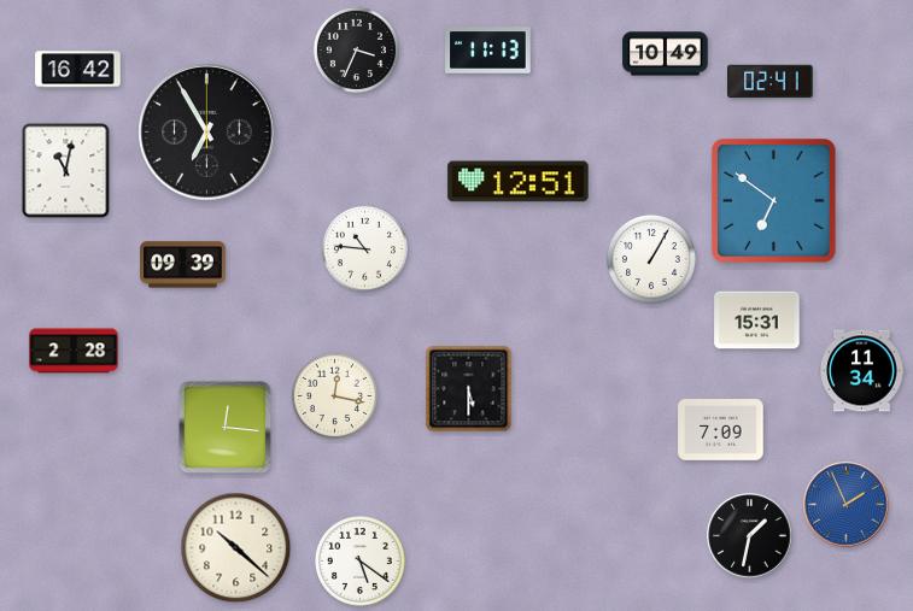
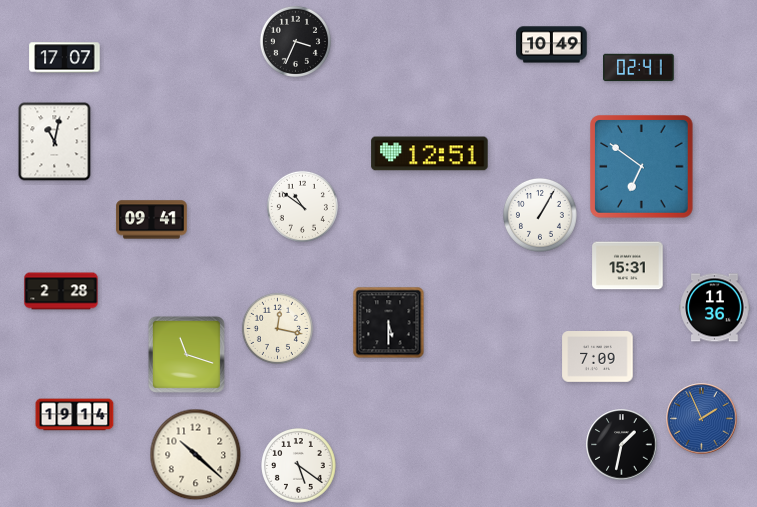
clock at (488, 51): 11:13 -> none
clock at (78, 70): 16:42 -> 17:07
clock at (207, 133): 6:55 -> none
clock at (519, 182) position: (519, 182) -> (430, 154)
clock at (364, 248): 10:46 -> 10:51
clock at (183, 265): 09:39 -> 09:41
clock at (862, 371): 11:34 -> 11:36
clock at (224, 427): 12:16 -> 11:18
clock at (75, 415): none -> 19:14
